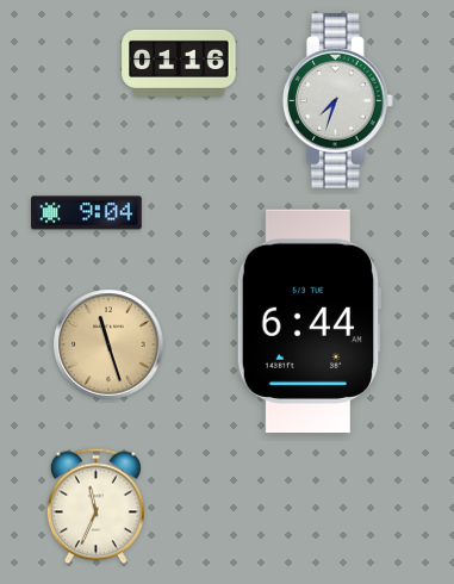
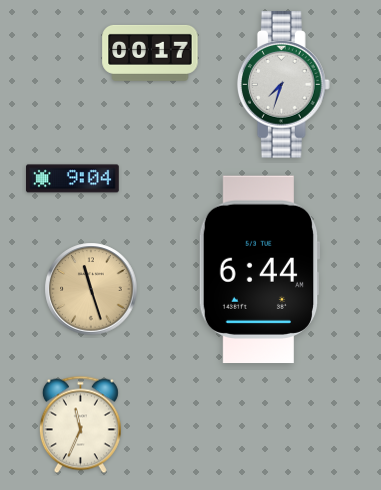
clock at (179, 63): 01:16 -> 00:17
